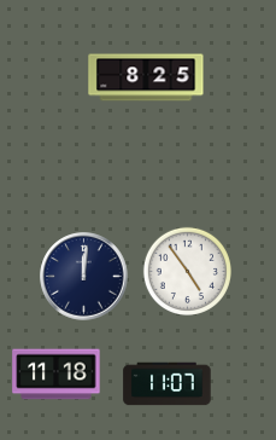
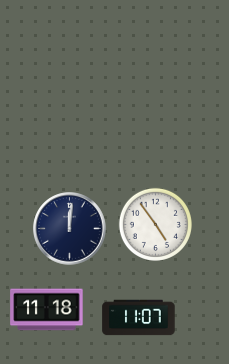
clock at (146, 77): 8:25 -> none
